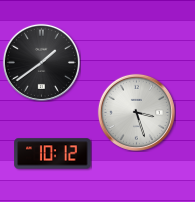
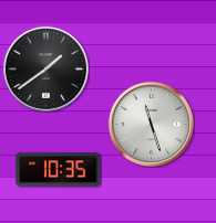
clock at (136, 112): 3:27 -> 11:27
clock at (53, 154): 10:12 -> 10:35
